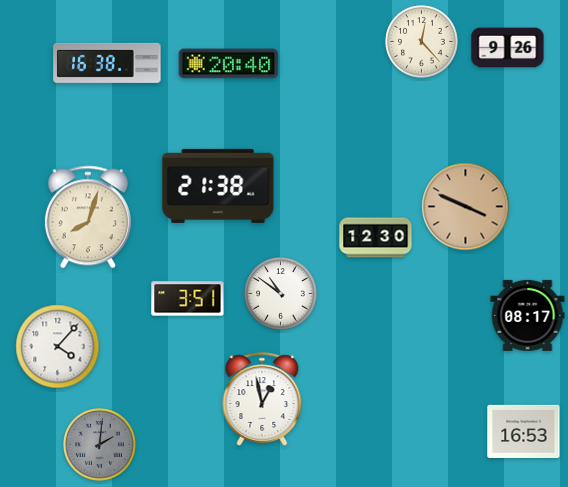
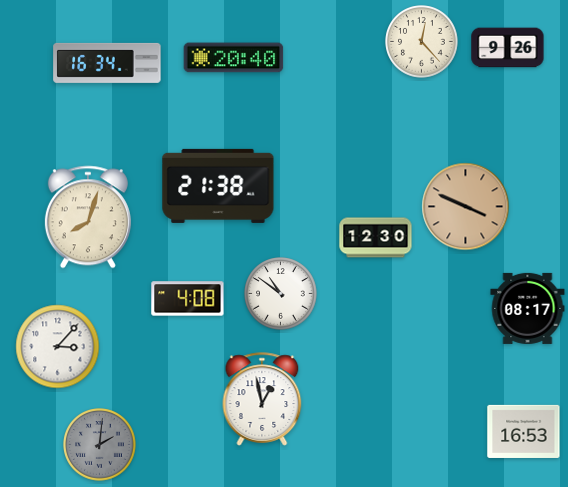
clock at (107, 63): 16:38 -> 16:34
clock at (229, 64) position: (229, 64) -> (234, 58)
clock at (188, 299): 3:51 -> 4:08
clock at (528, 315) position: (528, 315) -> (528, 308)
clock at (58, 347): 4:07 -> 3:07
